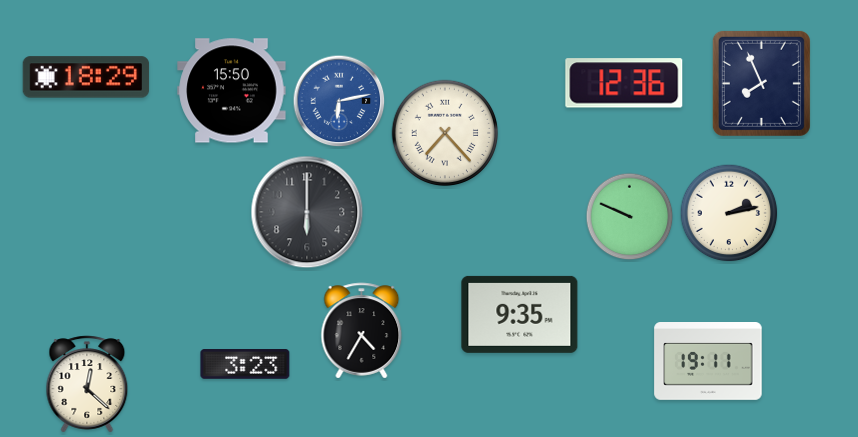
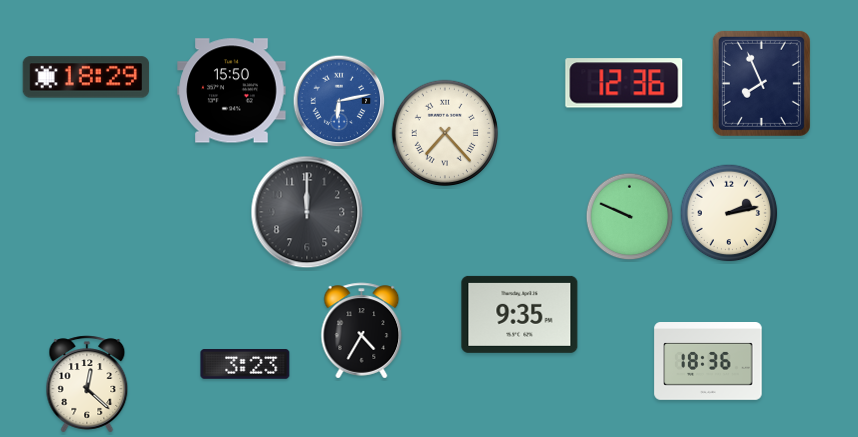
clock at (307, 212): 6:00 -> 12:00
clock at (708, 362): 19:11 -> 18:36
